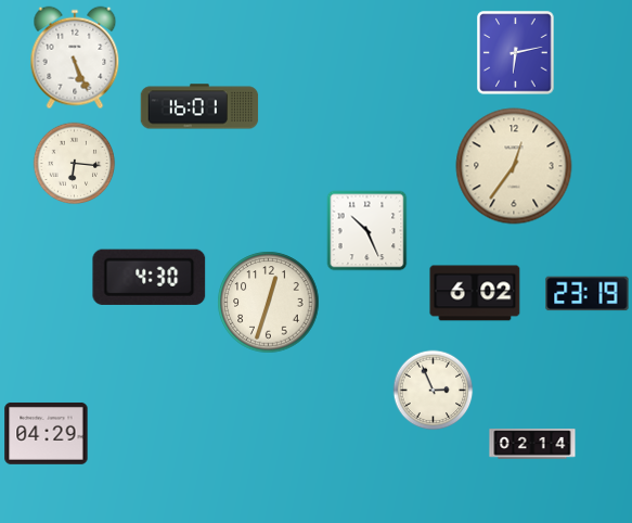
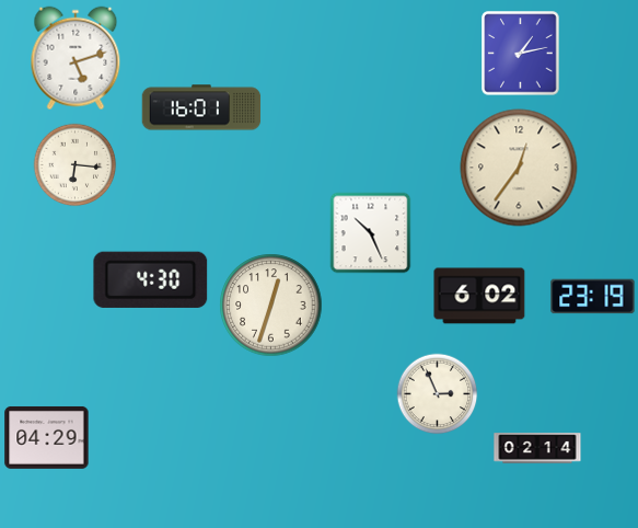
clock at (516, 53): 6:13 -> 1:13
clock at (75, 58): 5:26 -> 5:12
